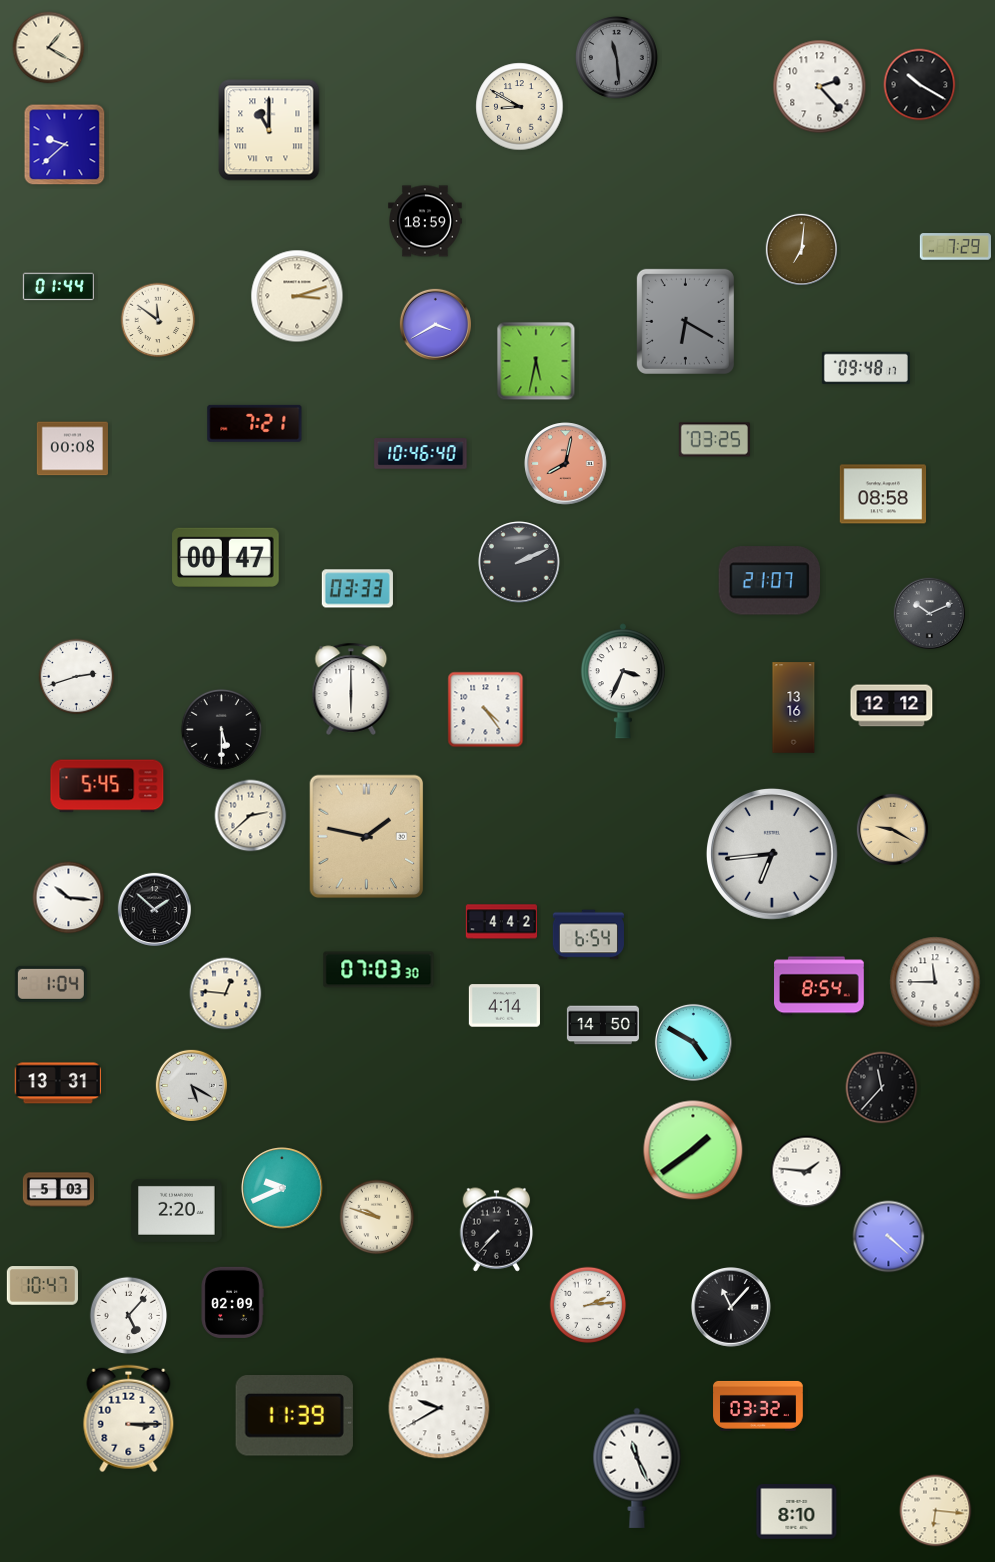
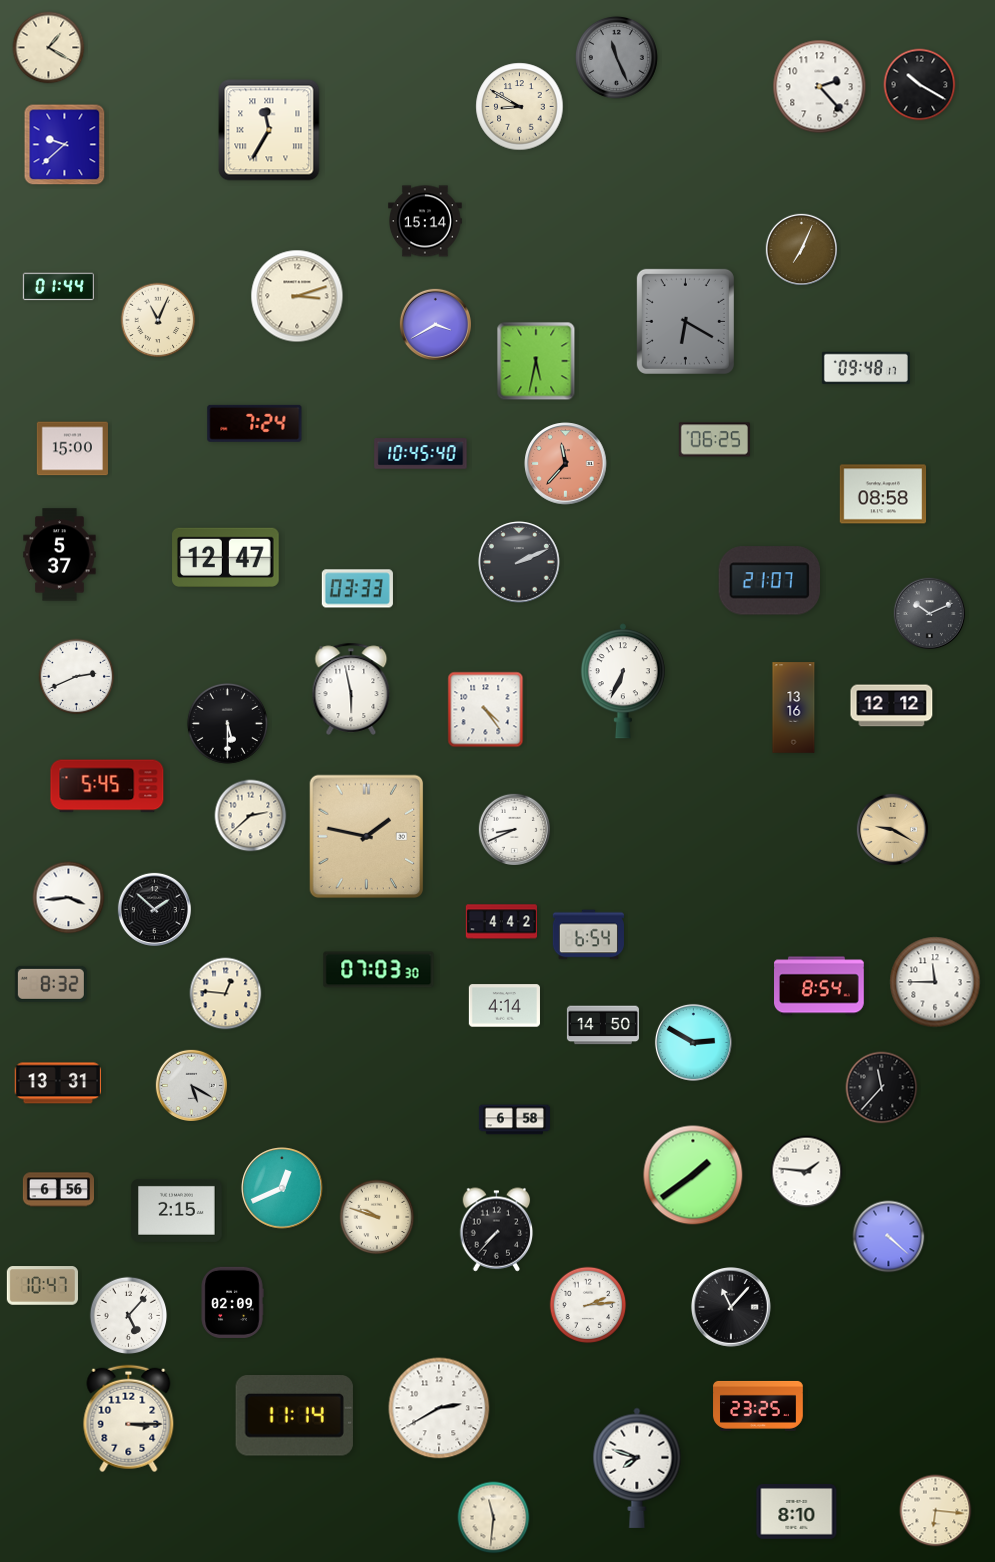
clock at (616, 57): 11:29 -> 11:26
clock at (269, 130): 11:00 -> 11:35
clock at (425, 221): 18:59 -> 15:14
clock at (955, 247): 7:29 -> none
clock at (801, 249): 7:01 -> 7:04
clock at (158, 320): 11:51 -> 11:04
clock at (255, 423): 7:21 -> 7:24
clock at (714, 440): 03:25 -> 06:25
clock at (72, 449): 00:08 -> 15:00
clock at (421, 454): 10:46 -> 10:45
clock at (566, 464): 8:02 -> 11:37
clock at (60, 555): none -> 5:37
clock at (226, 557): 00:47 -> 12:47
clock at (77, 677): 2:42 -> 2:41
clock at (623, 681): 3:34 -> 6:34
clock at (351, 689): 6:00 -> 5:58
clock at (221, 729) position: (221, 729) -> (227, 723)
clock at (514, 829): none -> 8:41
clock at (772, 854): 6:44 -> none
clock at (69, 898): 10:16 -> 3:44
clock at (51, 984): 1:04 -> 8:32
clock at (693, 1042): 4:50 -> 2:50
clock at (514, 1120): none -> 6:58
clock at (693, 1150) position: (693, 1150) -> (693, 1175)
clock at (282, 1188): 9:41 -> 12:41
clock at (58, 1190): 5:03 -> 6:56
clock at (177, 1210): 2:20 -> 2:15
clock at (758, 1406): 03:32 -> 23:25
clock at (439, 1408): 9:40 -> 2:40
clock at (294, 1416): 11:39 -> 11:14
clock at (637, 1468): 11:26 -> 7:48
clock at (494, 1518): none -> 11:31
